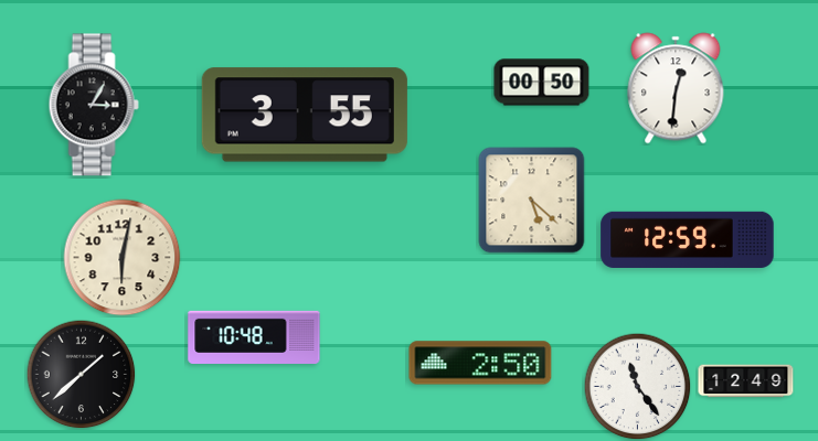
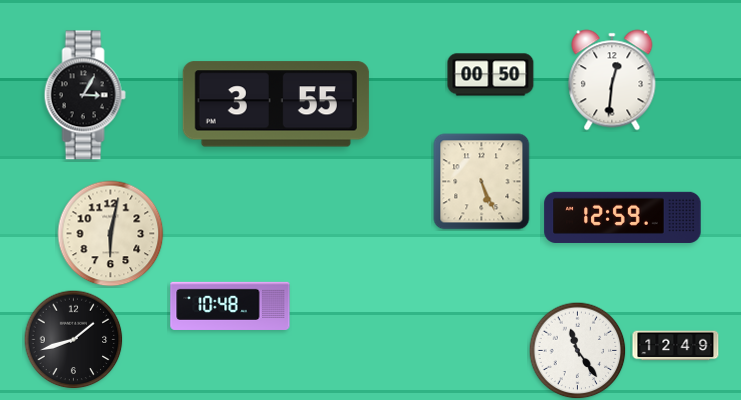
clock at (532, 201): 5:22 -> 5:26
clock at (480, 363): 2:50 -> none
clock at (82, 375): 1:38 -> 1:42
